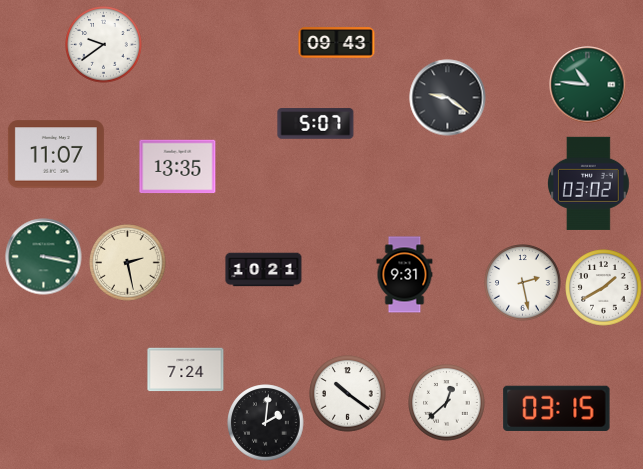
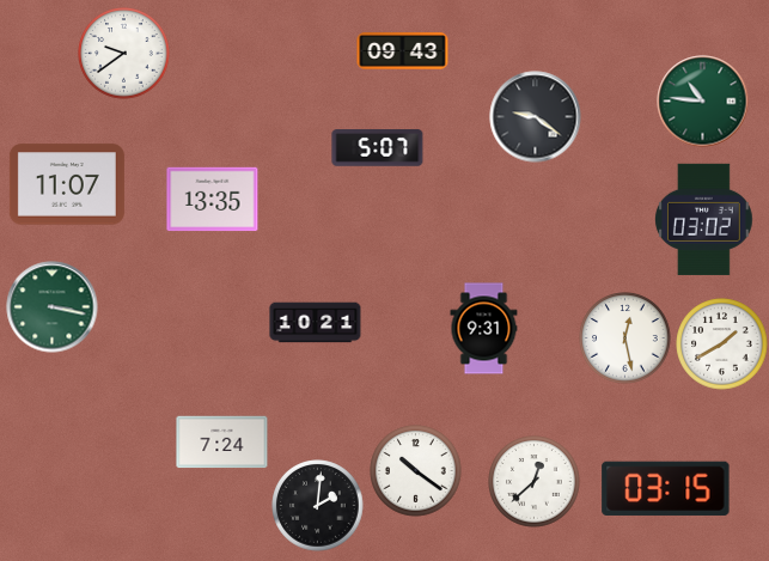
clock at (128, 263): 2:28 -> none
clock at (523, 283): 2:28 -> 12:28
